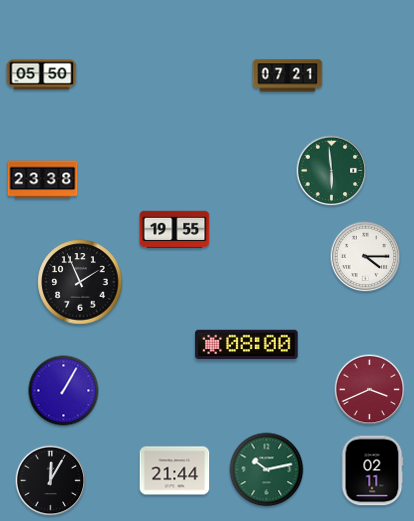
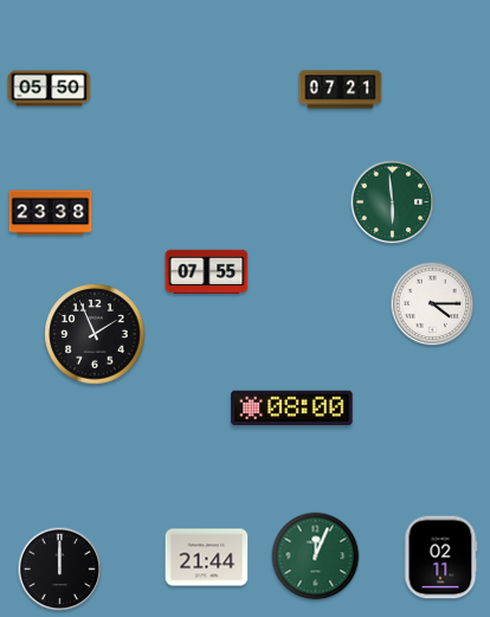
clock at (175, 230): 19:55 -> 07:55
clock at (370, 390): 3:41 -> none
clock at (64, 391): 1:05 -> none
clock at (267, 470): 10:13 -> 12:04
clock at (51, 481): 12:05 -> 12:00
